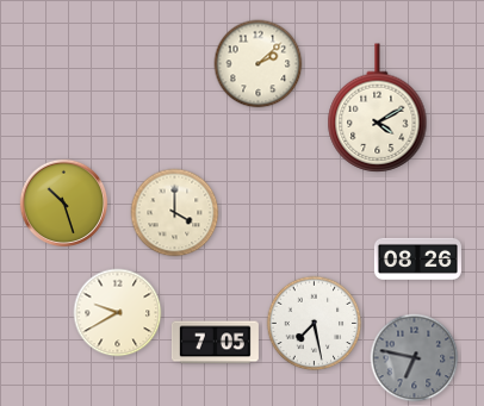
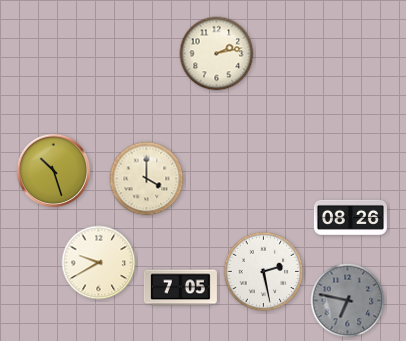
clock at (259, 64): 2:08 -> 2:13
clock at (378, 108): 4:10 -> none
clock at (315, 324): 7:28 -> 2:28
